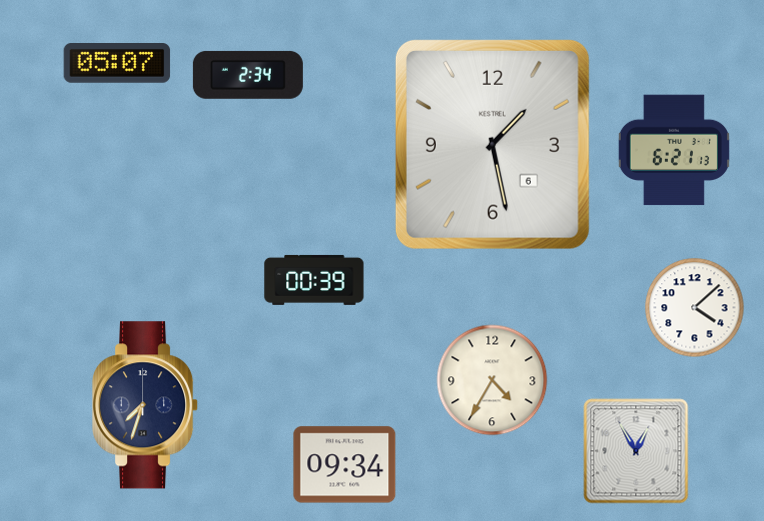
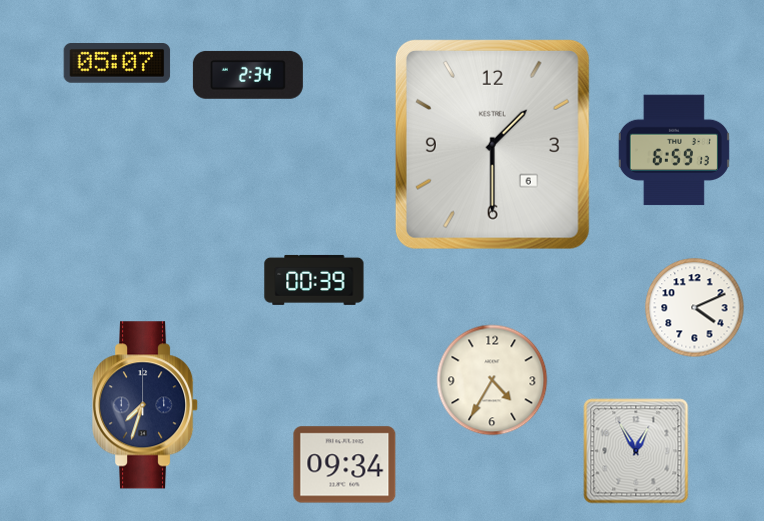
clock at (492, 144): 1:28 -> 1:30
clock at (674, 150): 6:21 -> 6:59
clock at (695, 308): 4:08 -> 4:11
